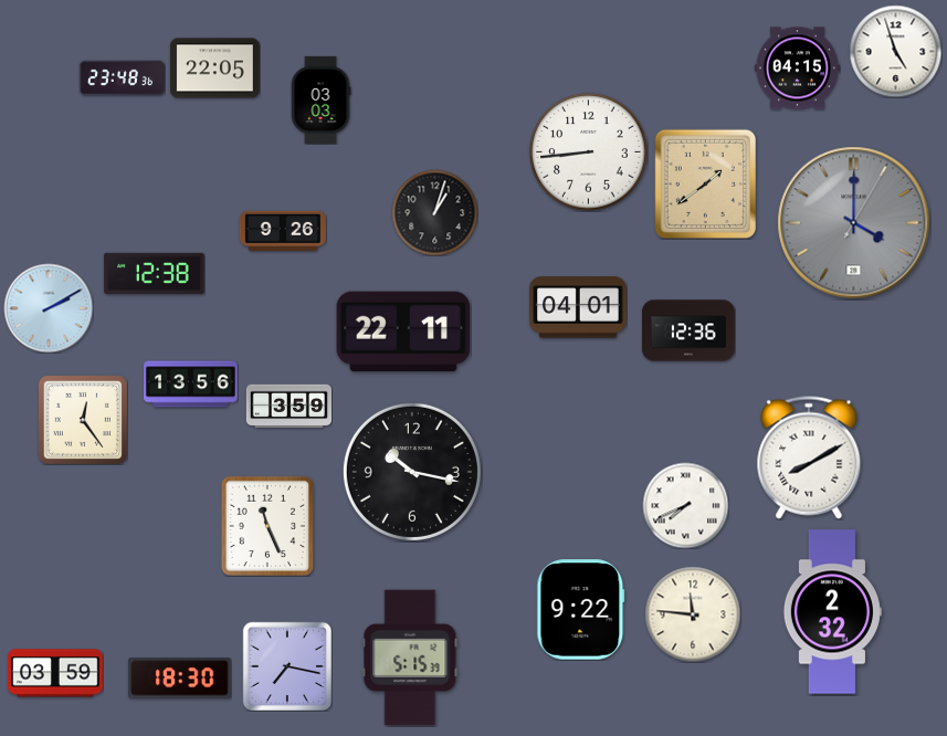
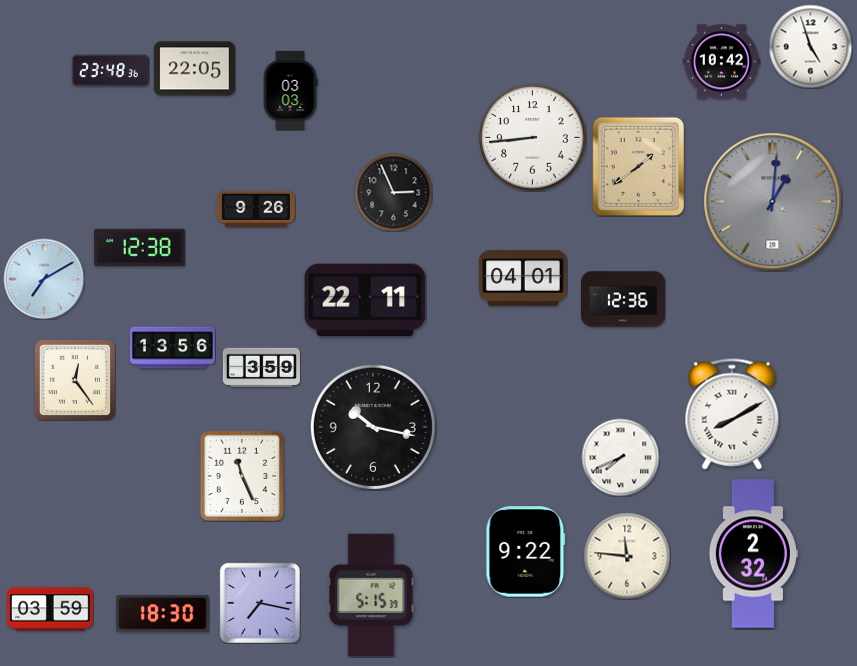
clock at (214, 69) position: (214, 69) -> (194, 69)
clock at (797, 69): 04:15 -> 10:42
clock at (434, 212): 1:03 -> 2:56
clock at (854, 223): 4:00 -> 1:00
clock at (49, 308): 2:10 -> 7:10
